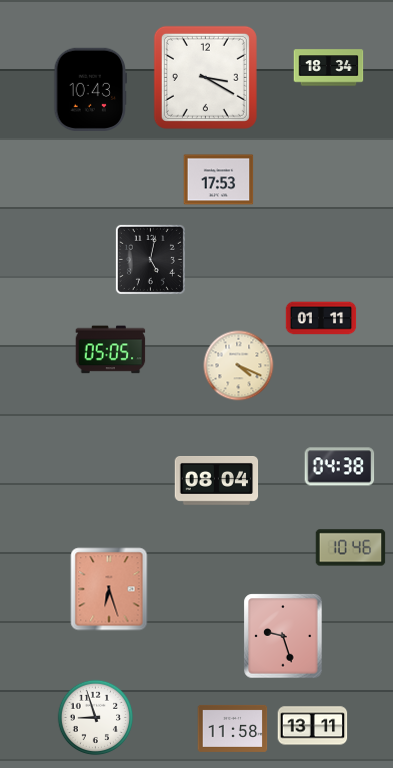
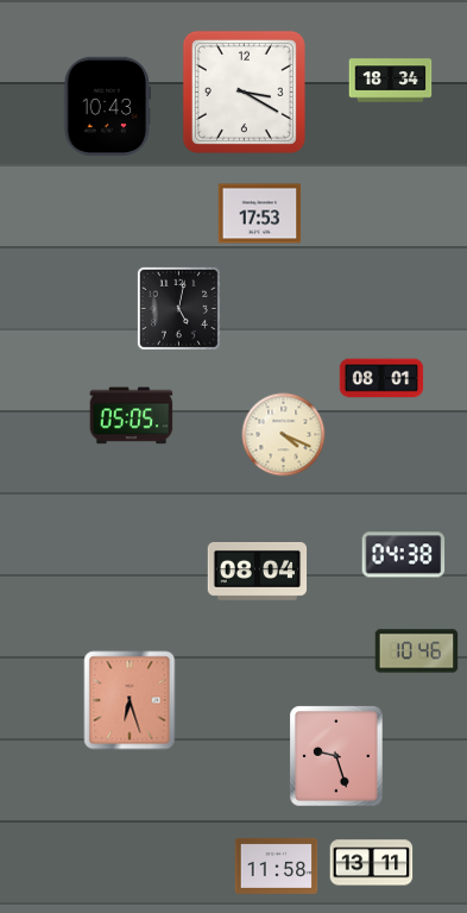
clock at (321, 318): 01:11 -> 08:01
clock at (96, 718): 8:57 -> none
